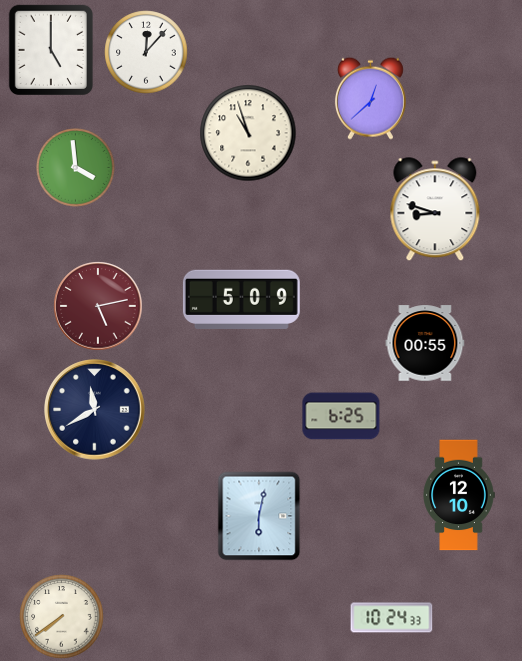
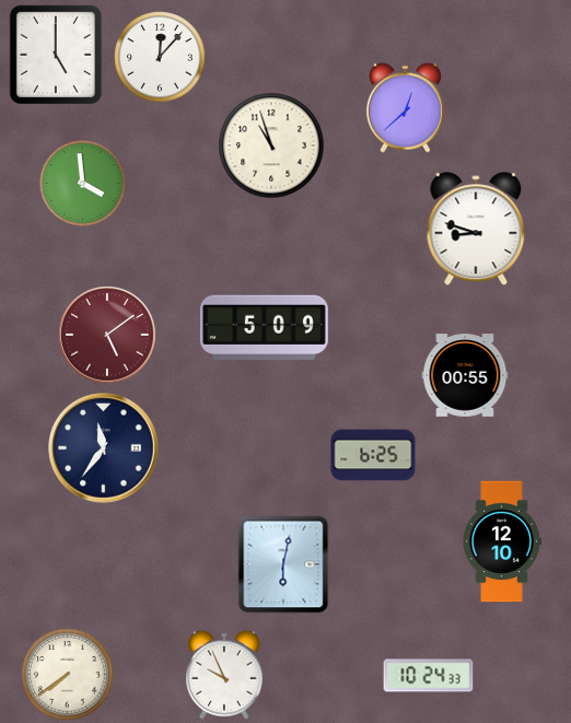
clock at (98, 306): 5:13 -> 5:09
clock at (95, 410): 11:40 -> 11:36
clock at (225, 675): none -> 9:56
